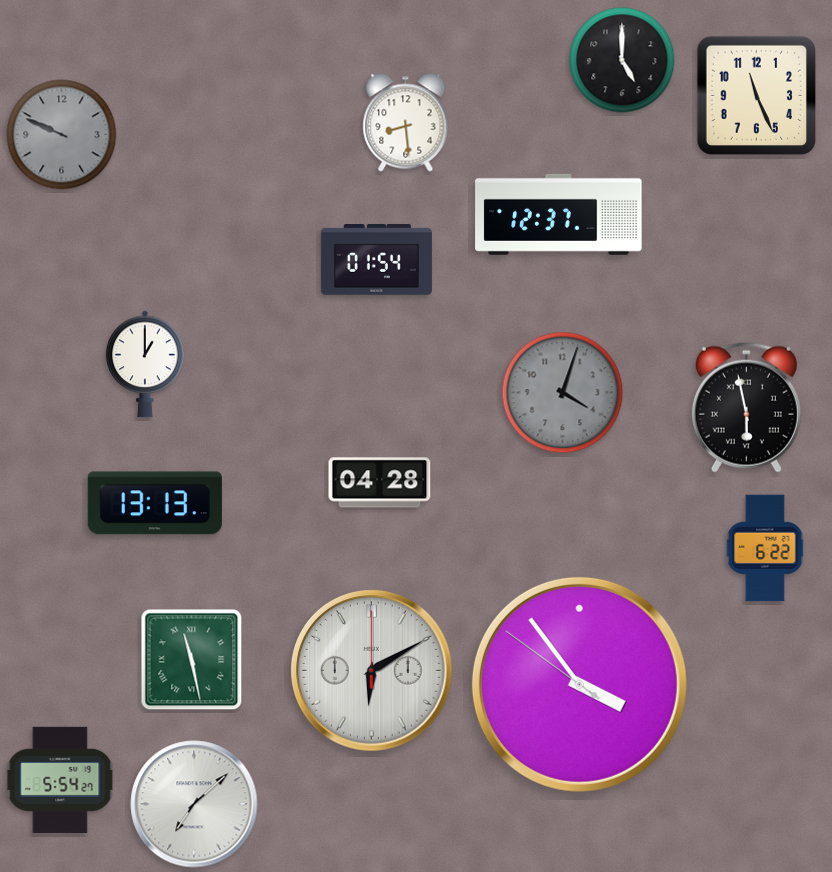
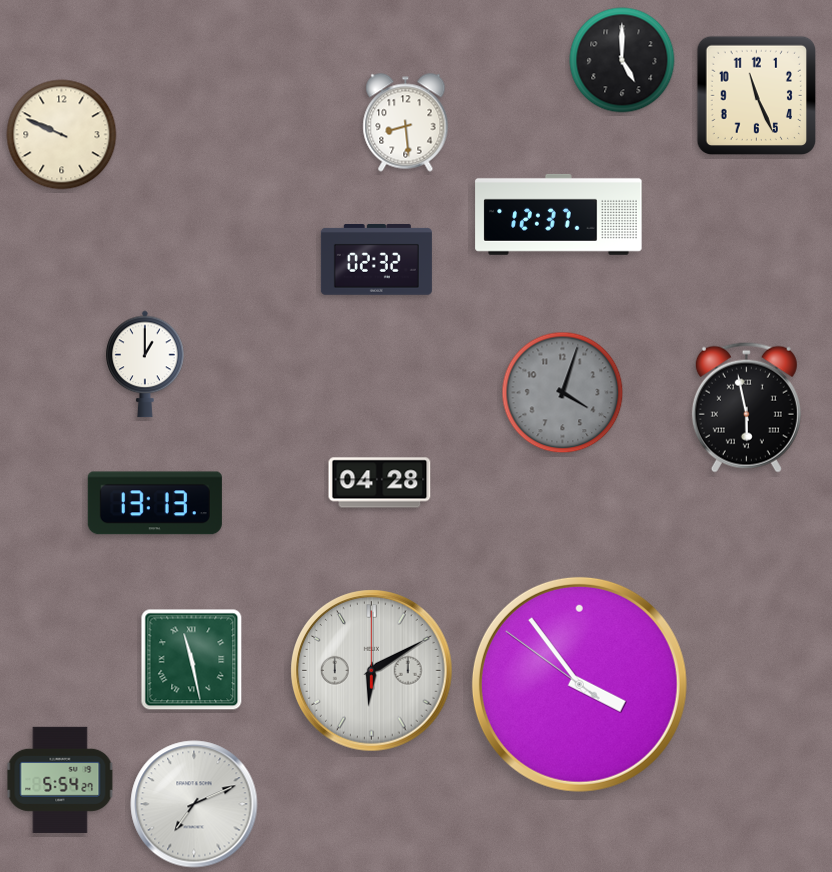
clock at (62, 135) dial: grey -> cream
clock at (376, 260): 01:54 -> 02:32
clock at (765, 548): 6:22 -> none
clock at (194, 804): 7:08 -> 7:11
